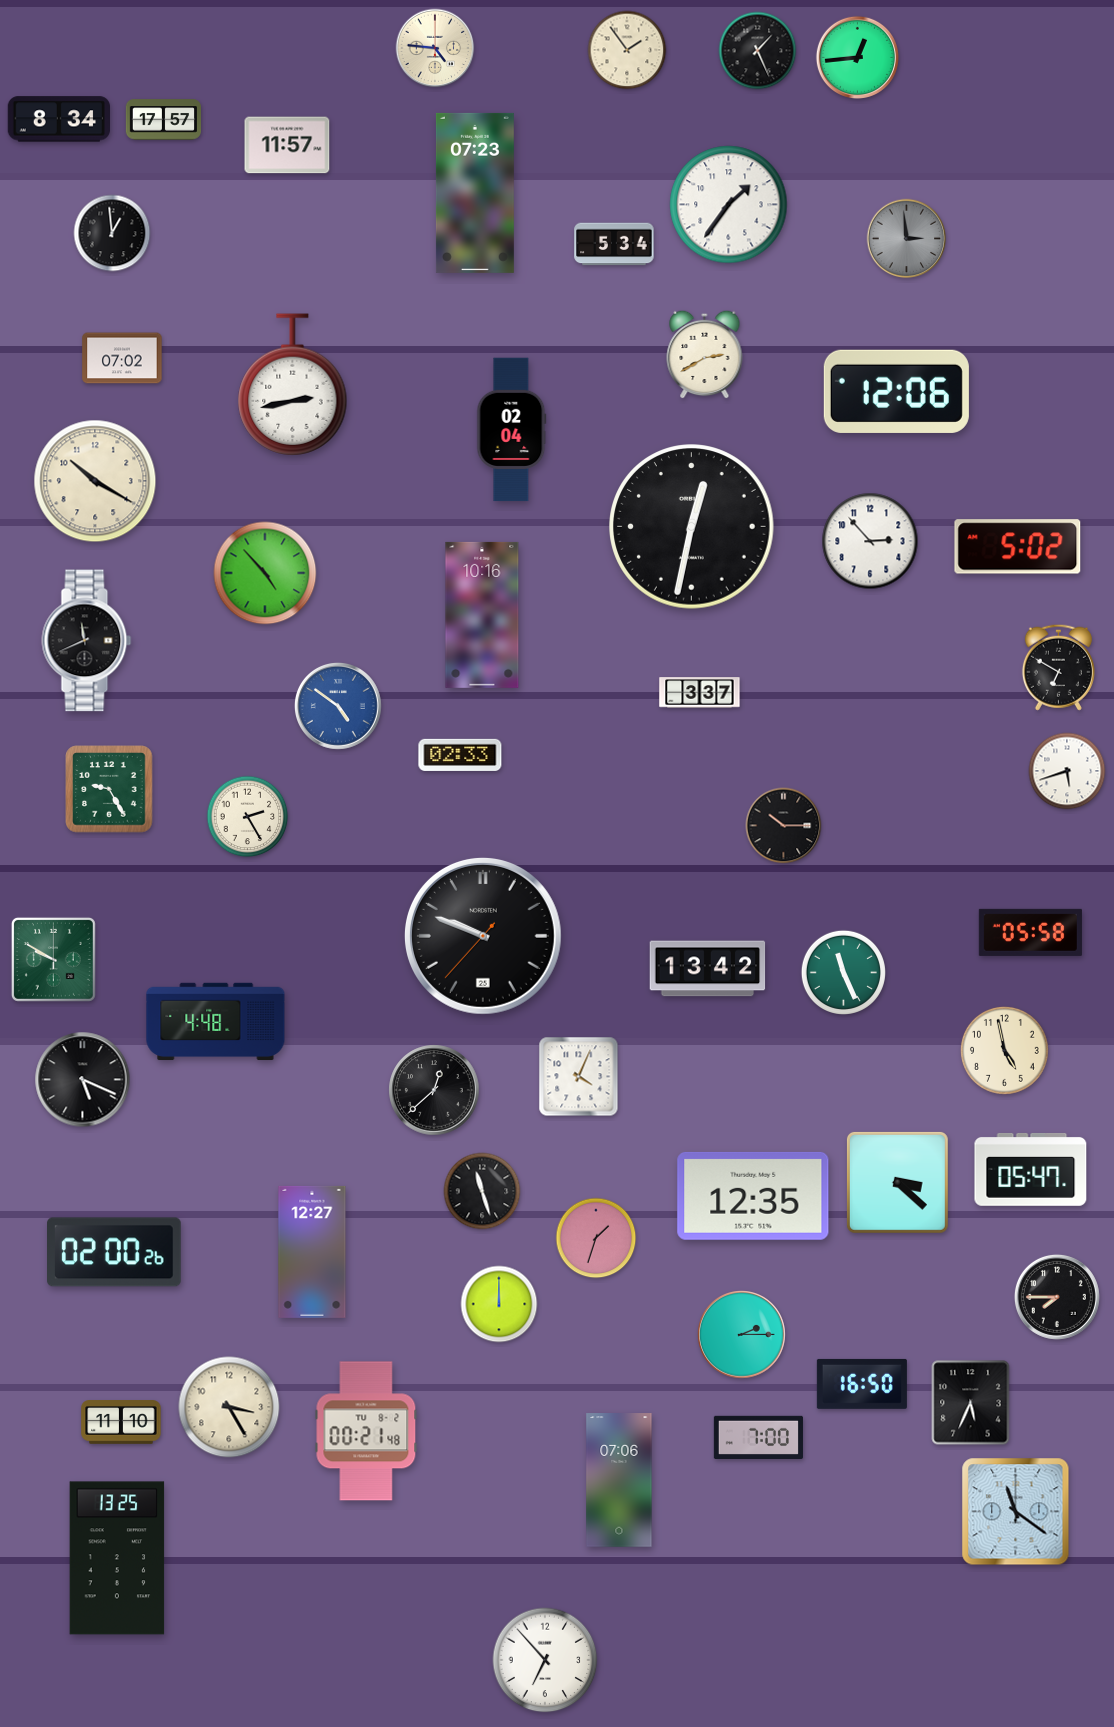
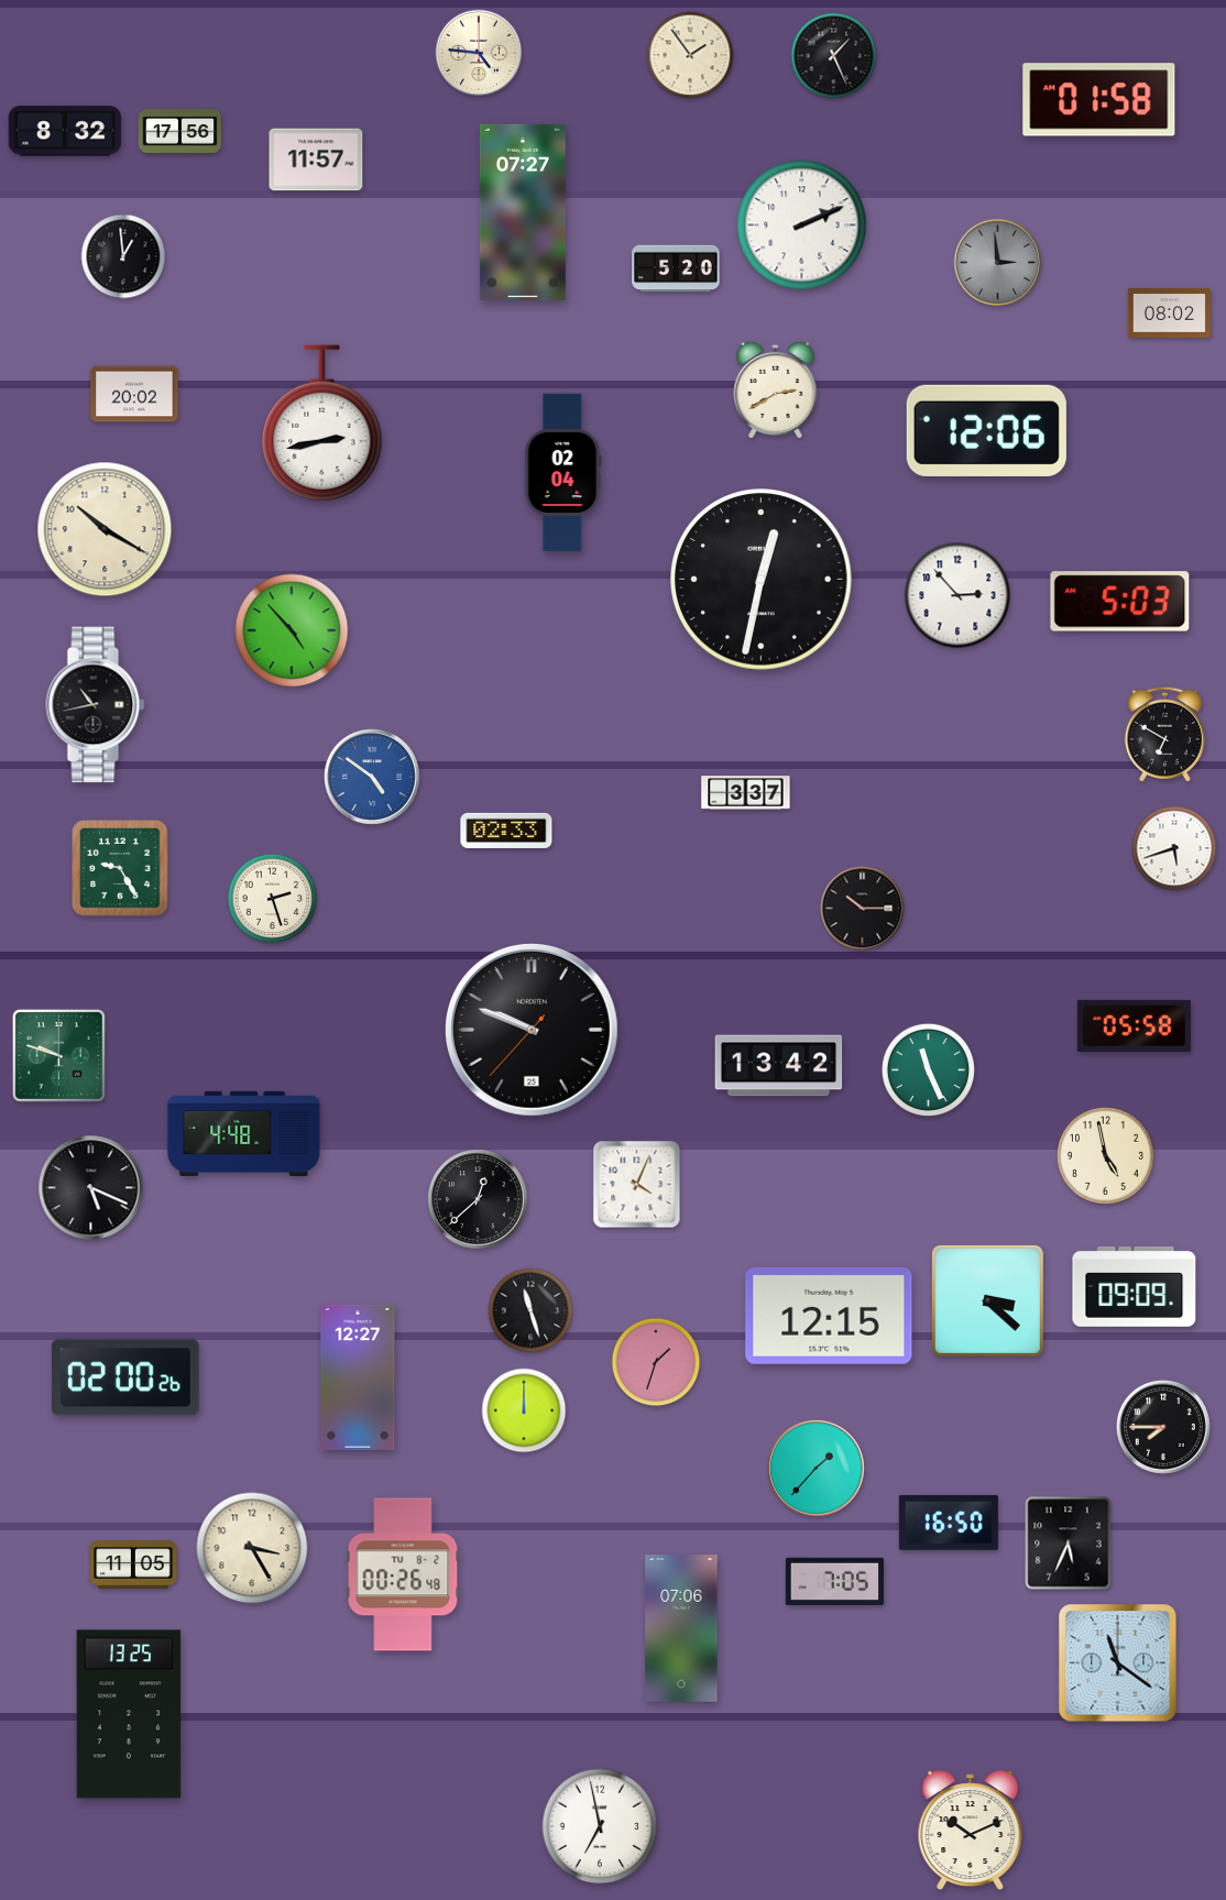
clock at (857, 57): 12:44 -> none
clock at (1099, 100): none -> 01:58
clock at (58, 119): 8:34 -> 8:32
clock at (163, 120): 17:57 -> 17:56
clock at (475, 193): 07:23 -> 07:27
clock at (729, 205): 1:36 -> 2:11
clock at (614, 244): 5:34 -> 5:20
clock at (1169, 314): none -> 08:02
clock at (122, 358): 07:02 -> 20:02
clock at (1018, 547): 5:02 -> 5:03
clock at (482, 615): 10:16 -> none
clock at (87, 641): 11:41 -> 10:43
clock at (700, 693) position: (700, 693) -> (746, 793)
clock at (248, 817): 2:25 -> 2:27
clock at (53, 959): 9:50 -> 9:48
clock at (216, 1022) position: (216, 1022) -> (244, 1134)
clock at (1031, 1169): 05:47 -> 09:09
clock at (753, 1196): 12:35 -> 12:15
clock at (312, 1252) position: (312, 1252) -> (358, 1377)
clock at (499, 1304) position: (499, 1304) -> (524, 1410)
clock at (742, 1335): 2:15 -> 1:37
clock at (121, 1422): 11:10 -> 11:05
clock at (366, 1431): 00:21 -> 00:26
clock at (758, 1437): 7:00 -> 7:05
clock at (545, 1660): 6:53 -> 6:58
clock at (971, 1831): none -> 10:11
